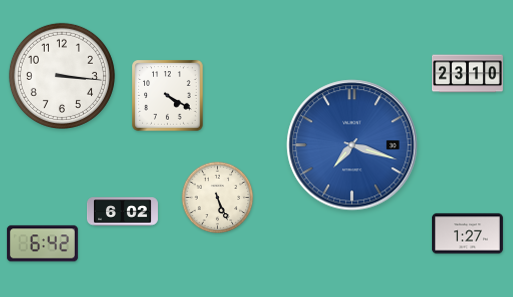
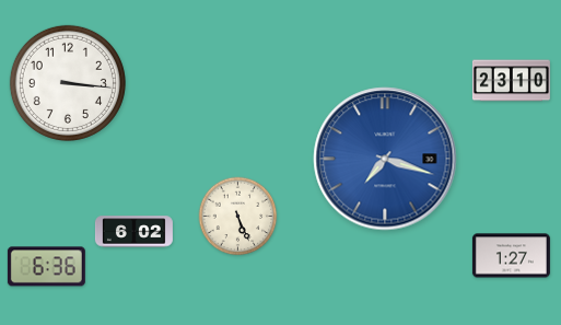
clock at (168, 96): 4:20 -> none
clock at (42, 244): 6:42 -> 6:36
